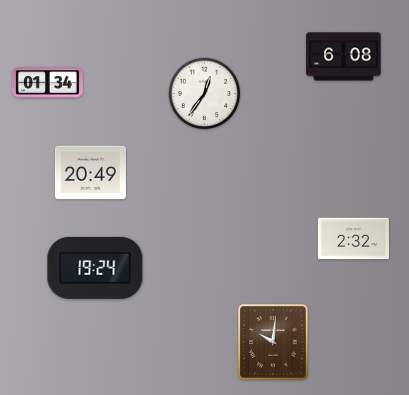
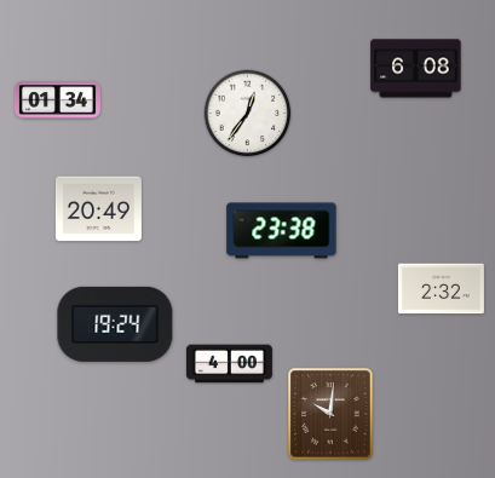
clock at (90, 173) position: (90, 173) -> (98, 209)
clock at (282, 231): none -> 23:38
clock at (353, 239) position: (353, 239) -> (441, 289)
clock at (229, 364): none -> 4:00
